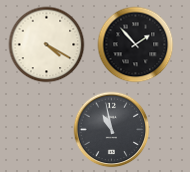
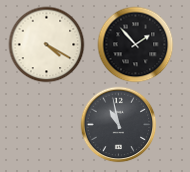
clock at (112, 130) position: (112, 130) -> (119, 125)
